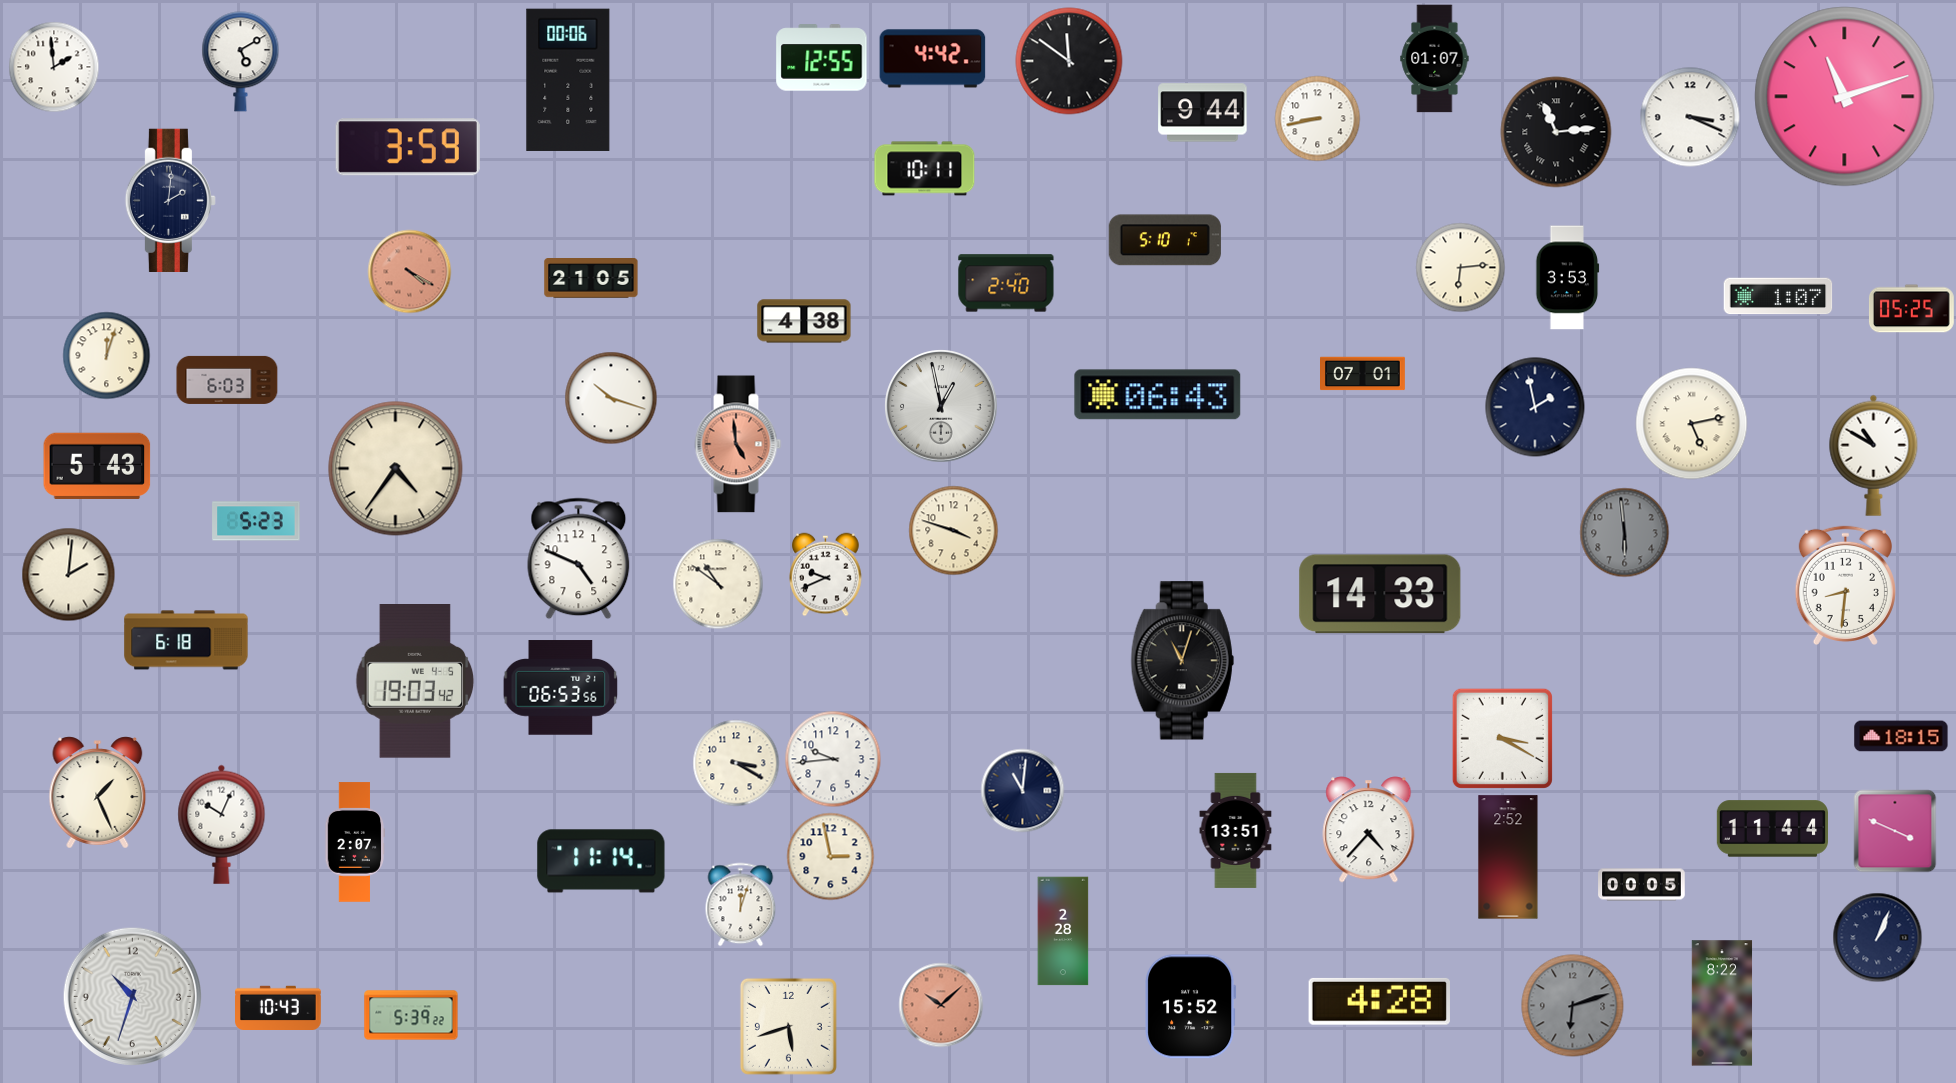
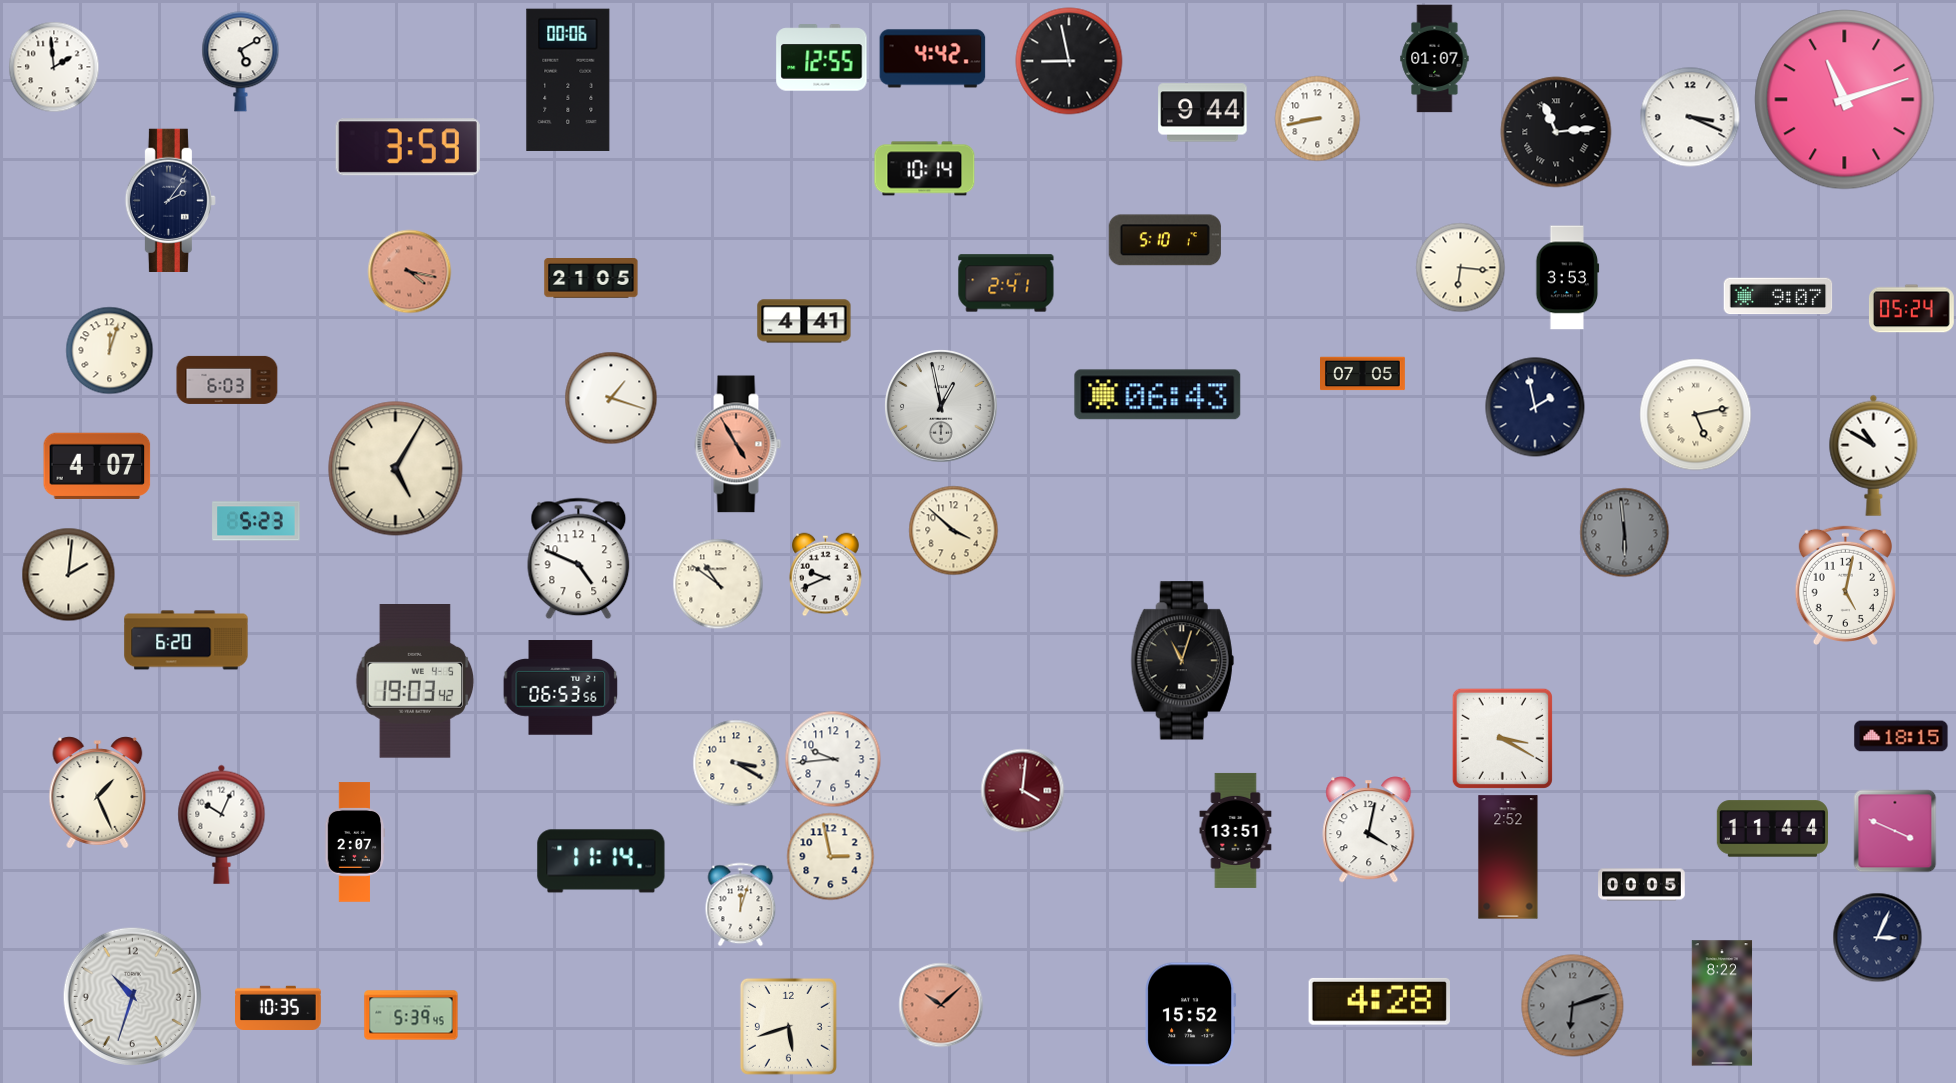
clock at (1069, 61): 11:51 -> 8:58
clock at (1845, 97) position: (1845, 97) -> (1845, 100)
clock at (925, 169): 10:11 -> 10:14
clock at (170, 200): 2:01 -> 2:06
clock at (1461, 268): 6:14 -> 6:16
clock at (410, 272): 4:20 -> 4:17
clock at (1006, 283): 2:40 -> 2:41
clock at (1778, 296): 1:07 -> 9:07
clock at (1911, 309): 05:25 -> 05:24
clock at (804, 321): 4:38 -> 4:41
clock at (107, 356) position: (107, 356) -> (110, 351)
clock at (1363, 374): 07:01 -> 07:05
clock at (611, 398): 10:18 -> 1:18
clock at (1692, 424) position: (1692, 424) -> (1696, 415)
clock at (738, 444): 4:59 -> 4:55
clock at (97, 466): 5:43 -> 4:07
clock at (396, 469): 4:36 -> 5:05
clock at (954, 531): 3:48 -> 3:52
clock at (1845, 585): 8:31 -> 5:02
clock at (1380, 594): 14:33 -> none
clock at (186, 640): 6:18 -> 6:20
clock at (1023, 791): 11:01 -> 4:01
clock at (1023, 791) dial: navy -> burgundy
clock at (1369, 830): 4:37 -> 4:02
clock at (1063, 931): 2:28 -> none
clock at (1878, 938): 1:04 -> 3:04
clock at (1191, 1007) position: (1191, 1007) -> (1191, 1015)
clock at (279, 1008): 10:43 -> 10:35
clock at (411, 1015): 5:39:22 -> 5:39:45
